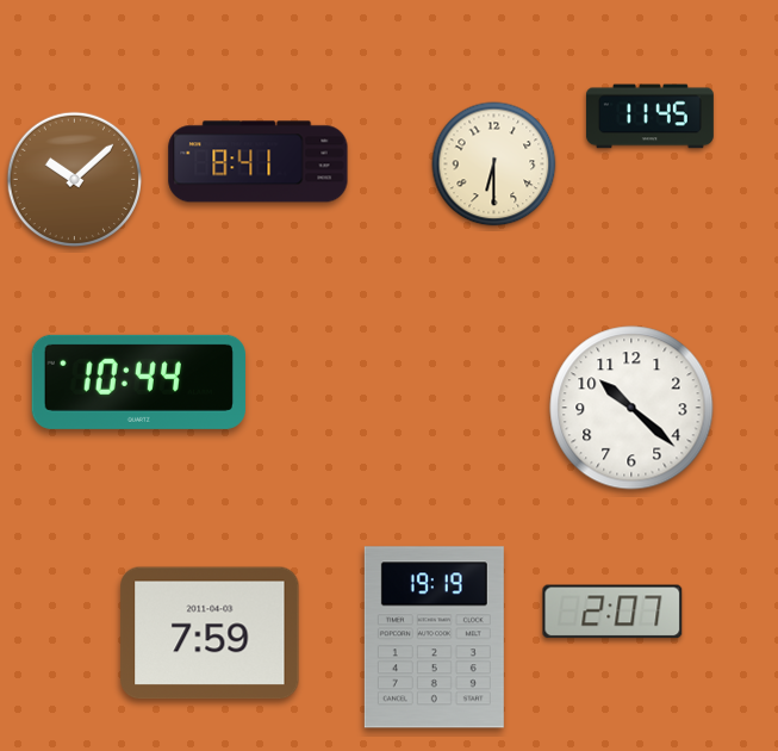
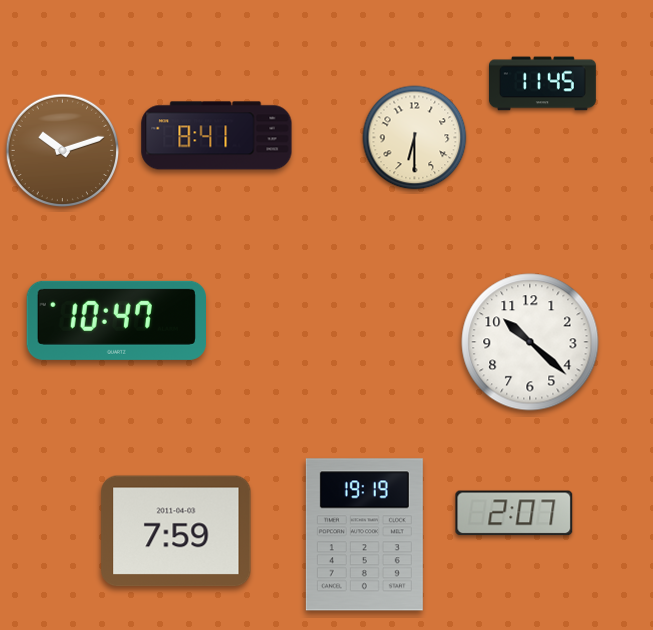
clock at (649, 117) position: (649, 117) -> (542, 84)
clock at (74, 179): 10:08 -> 10:12
clock at (138, 381): 10:44 -> 10:47
